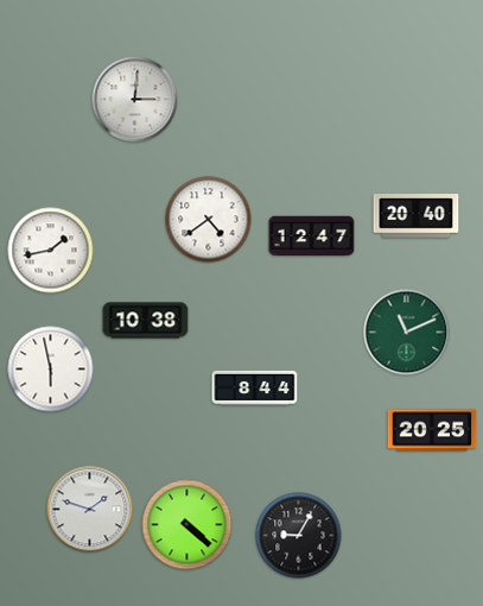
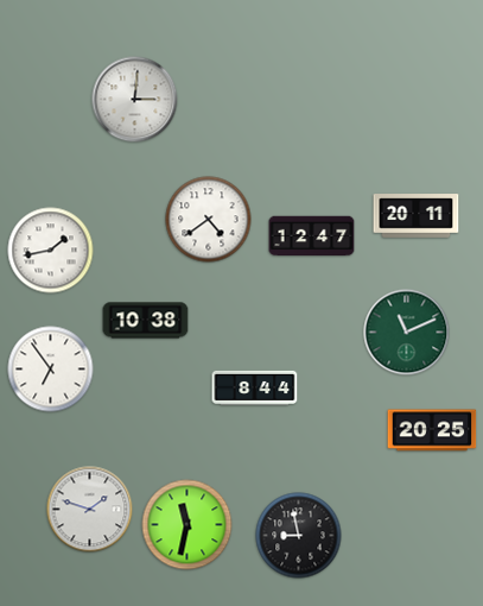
clock at (417, 216): 20:40 -> 20:11
clock at (51, 370): 5:58 -> 6:54
clock at (188, 525): 4:22 -> 11:32
clock at (299, 536): 9:05 -> 8:58
